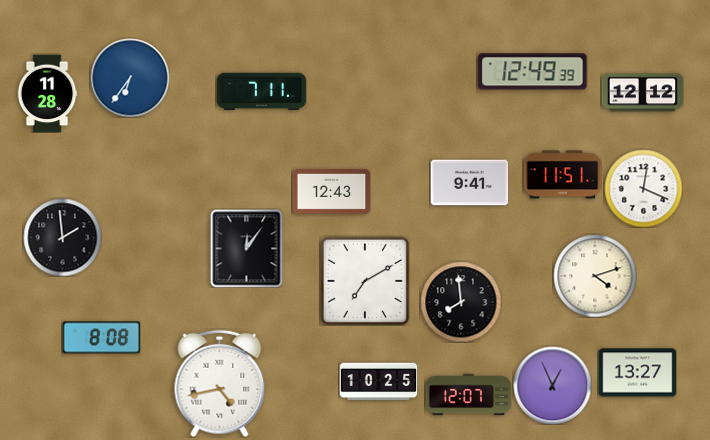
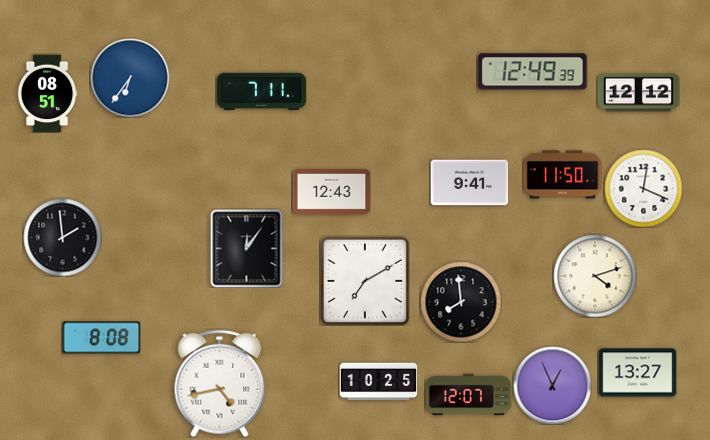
clock at (47, 93): 11:28 -> 08:51
clock at (642, 93) position: (642, 93) -> (638, 93)
clock at (562, 175): 11:51 -> 11:50
